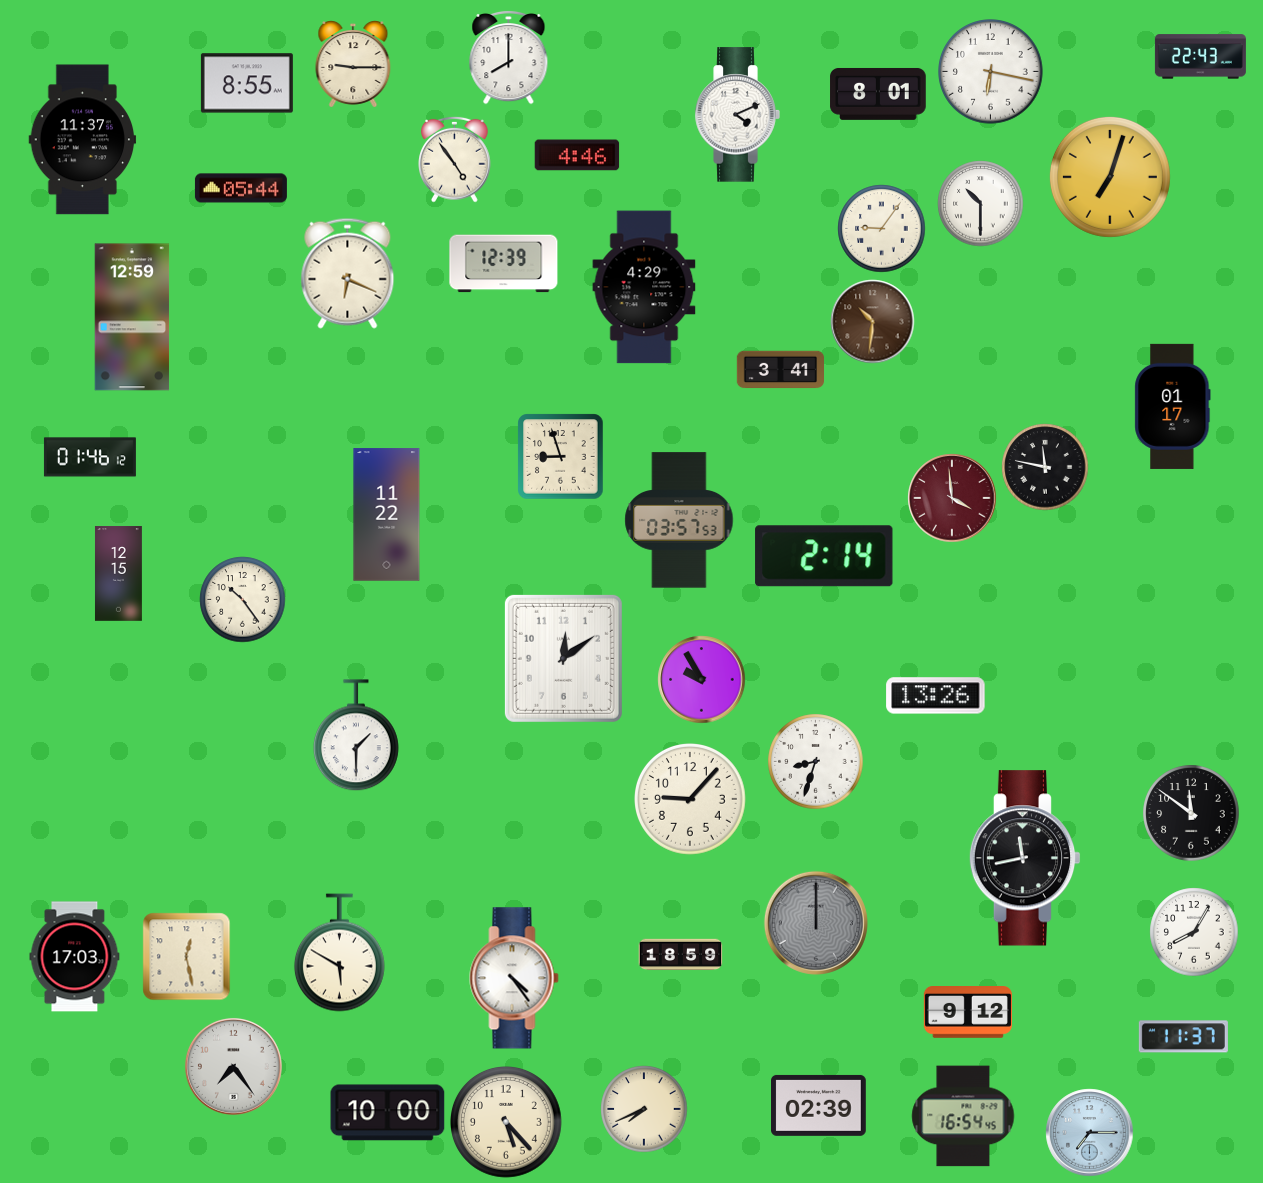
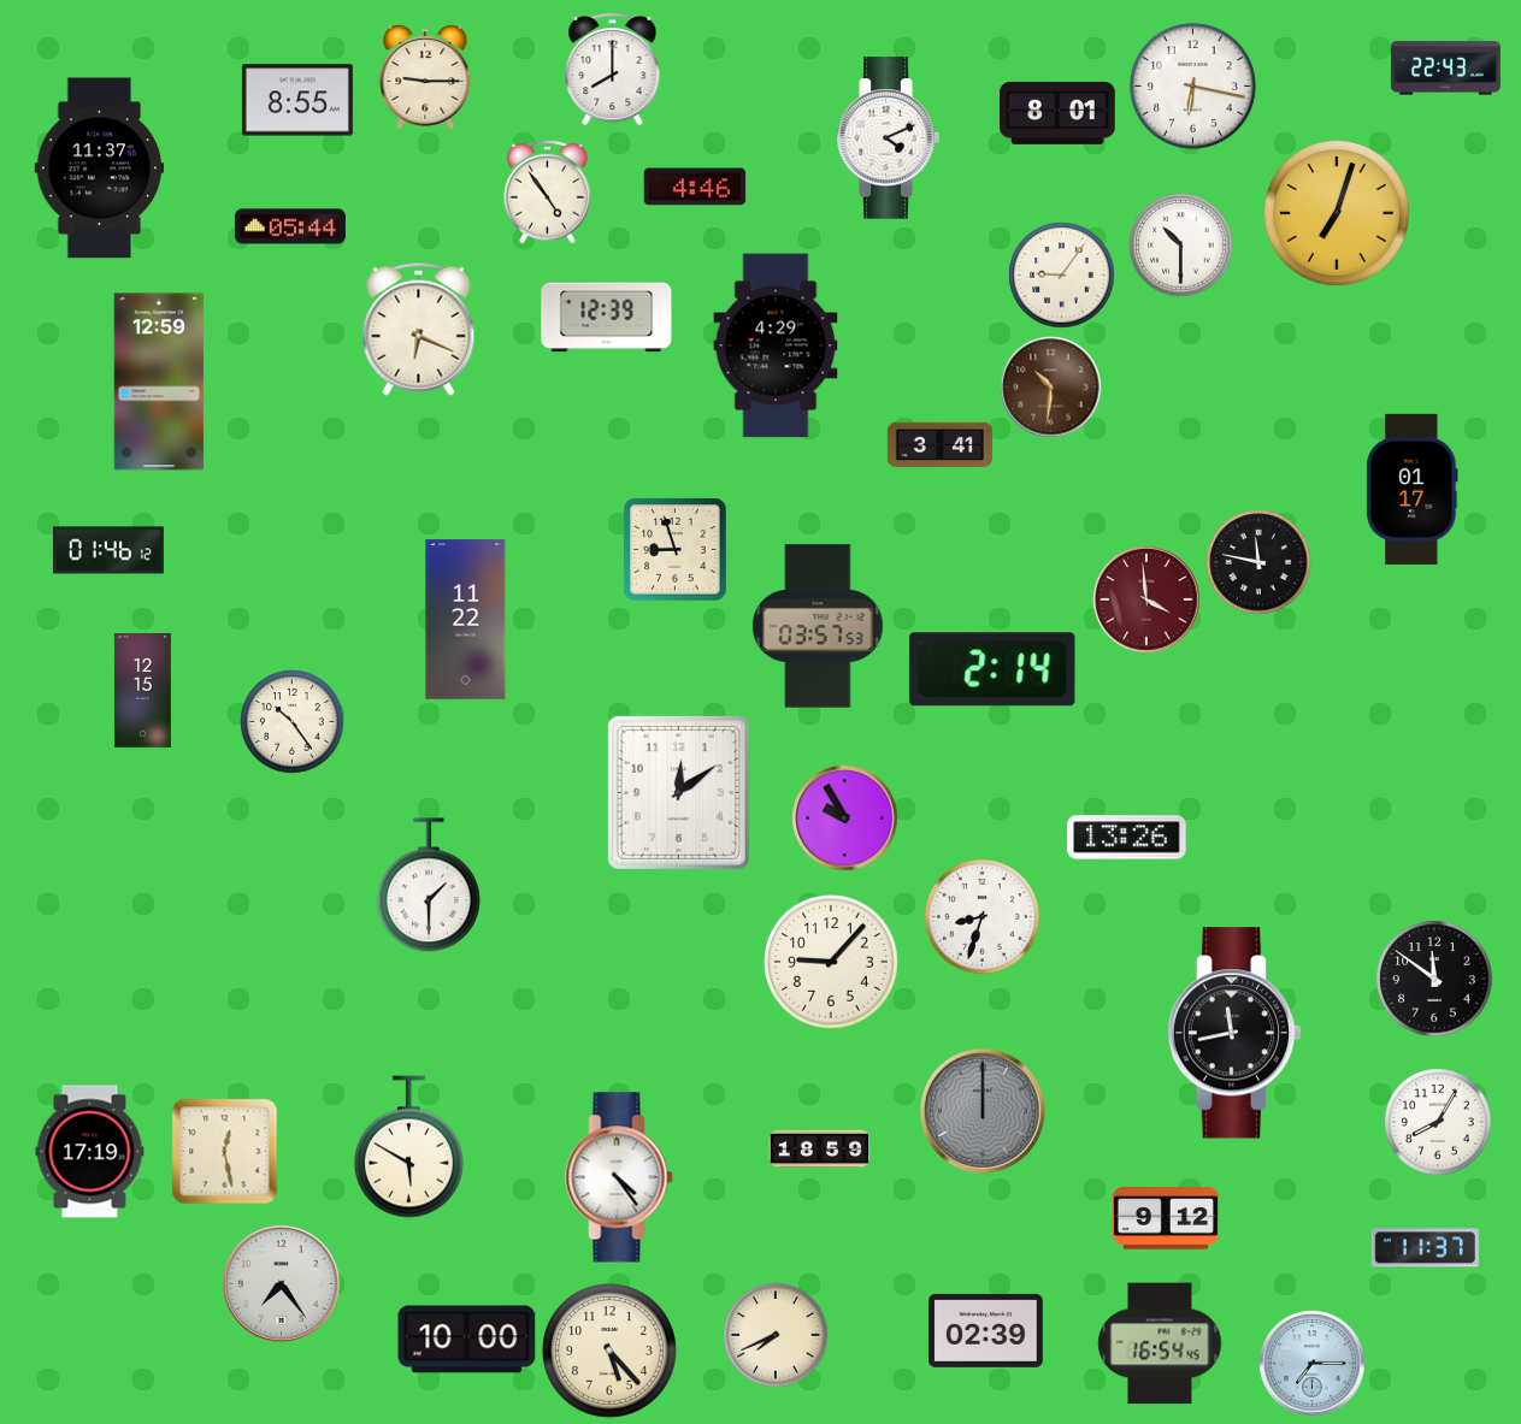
clock at (75, 957): 17:03 -> 17:19
